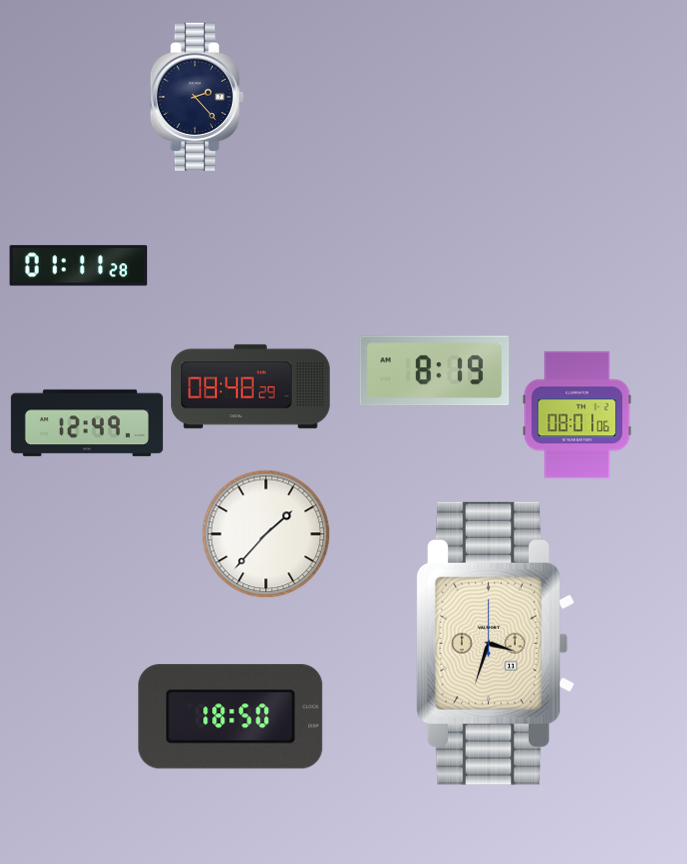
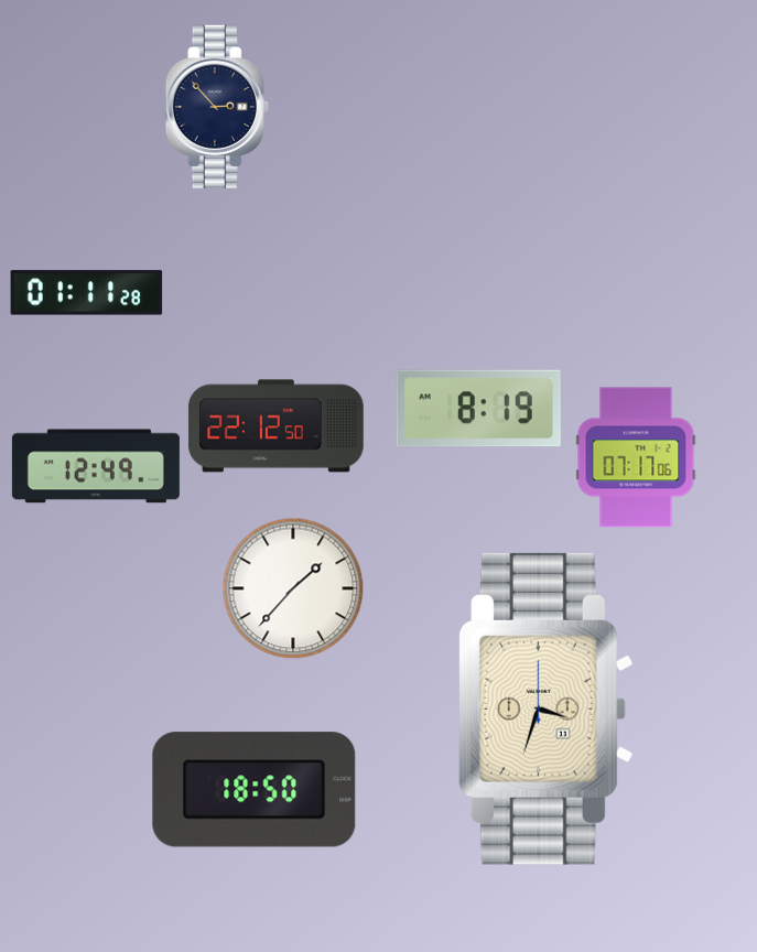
clock at (197, 97): 2:23 -> 2:53
clock at (250, 387): 08:48 -> 22:12
clock at (577, 415): 08:01 -> 07:17
